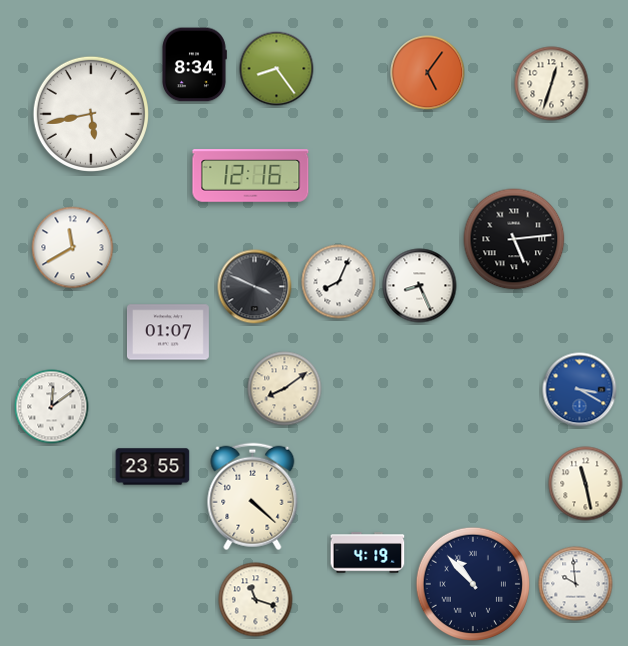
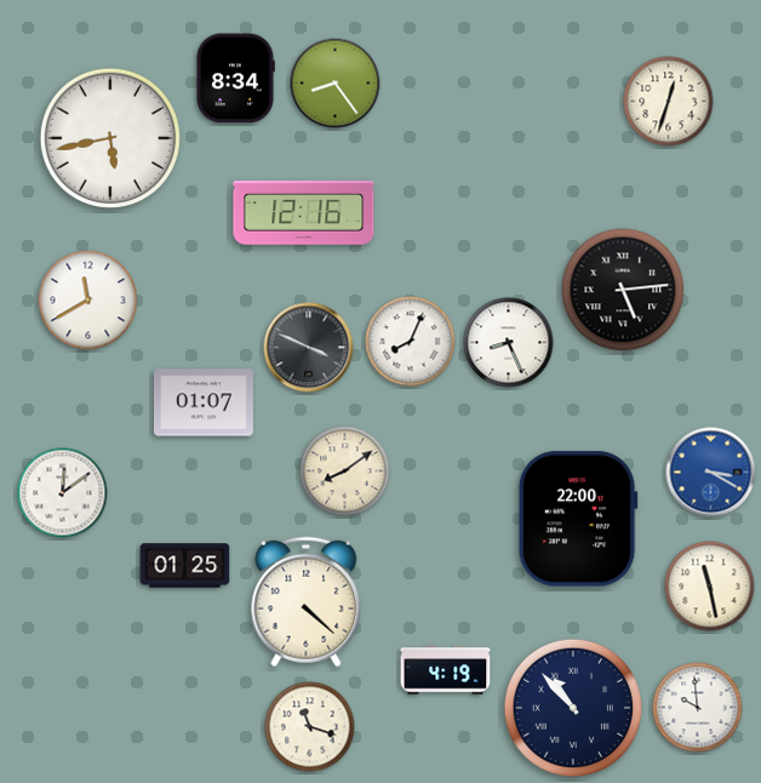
clock at (428, 73): 5:06 -> none
clock at (420, 286) position: (420, 286) -> (509, 343)
clock at (580, 390) position: (580, 390) -> (711, 473)
clock at (578, 519): none -> 22:00
clock at (153, 467): 23:55 -> 01:25
